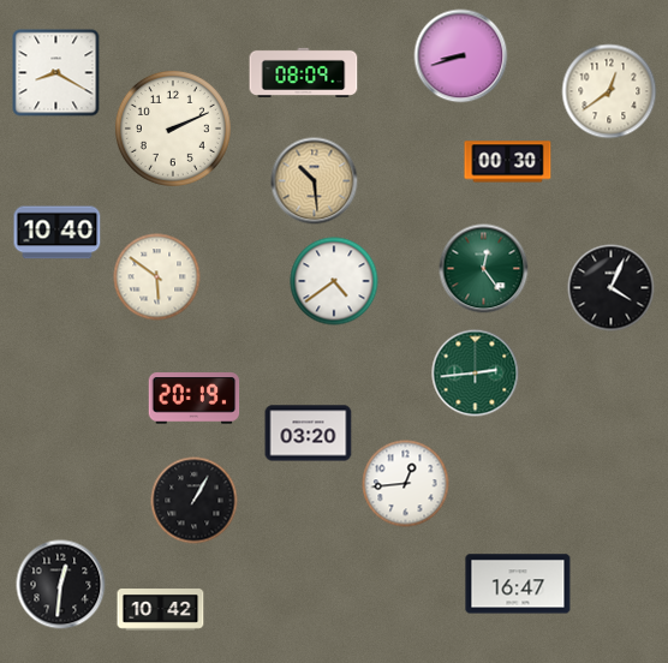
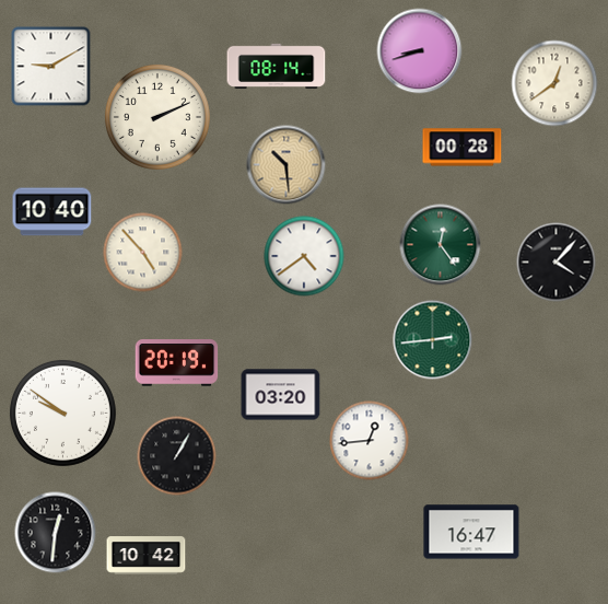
clock at (304, 72): 08:09 -> 08:14
clock at (56, 73): 8:20 -> 9:10
clock at (508, 162): 00:30 -> 00:28
clock at (157, 277): 5:51 -> 4:53
clock at (612, 288): 4:04 -> 4:07
clock at (62, 413): none -> 9:51
